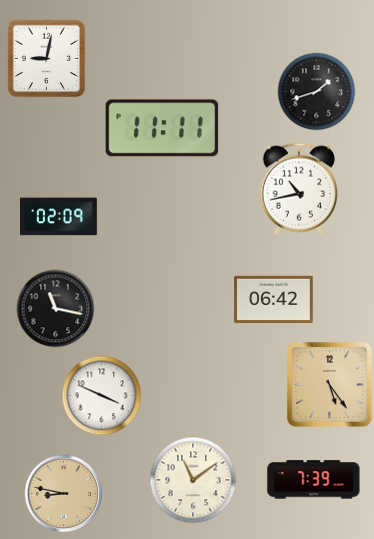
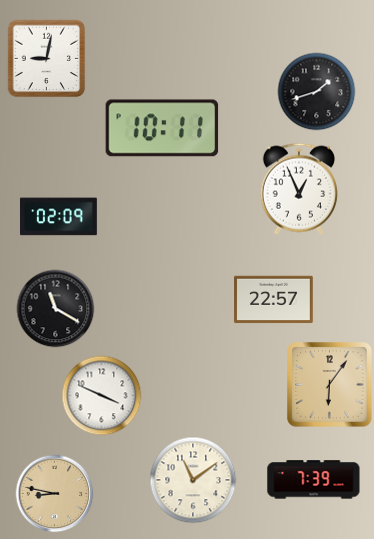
clock at (162, 128): 11:11 -> 10:11
clock at (299, 189): 10:43 -> 12:56
clock at (274, 300): 06:42 -> 22:57
clock at (55, 308): 11:17 -> 11:20
clock at (330, 385): 5:24 -> 6:06
clock at (63, 493) position: (63, 493) -> (54, 493)
